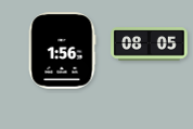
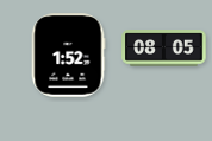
clock at (62, 51): 1:56 -> 1:52
